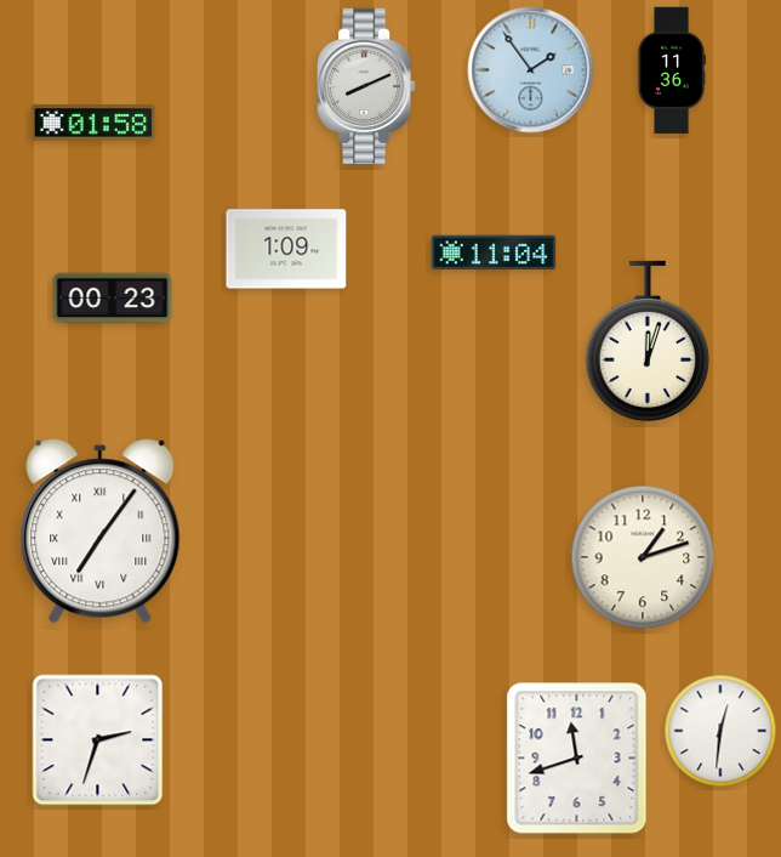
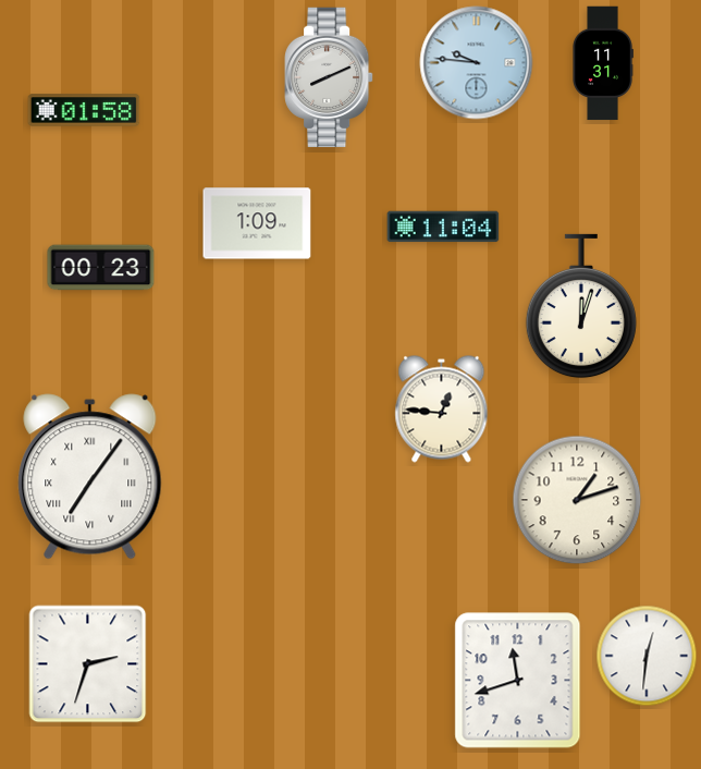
clock at (531, 70): 1:54 -> 9:46
clock at (672, 70): 11:36 -> 11:31
clock at (442, 410): none -> 12:46
